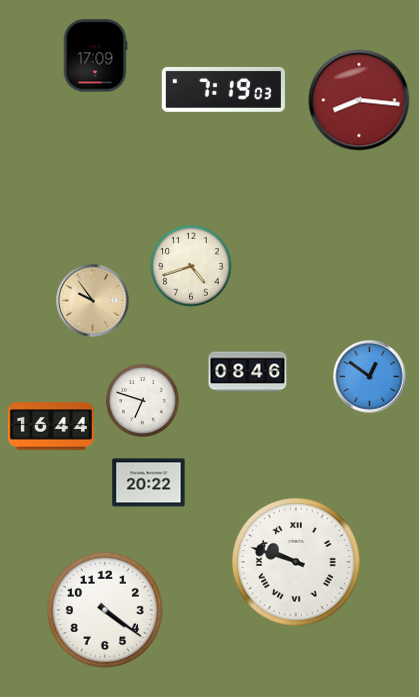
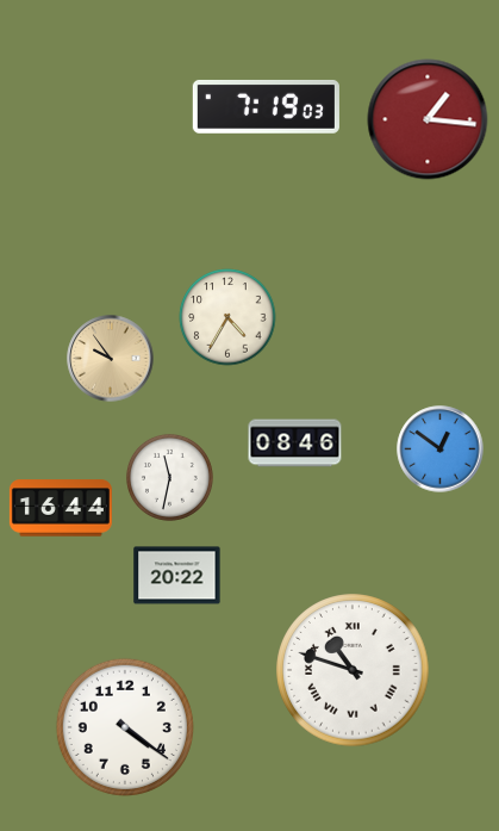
clock at (95, 56): 17:09 -> none
clock at (359, 100): 8:16 -> 1:16
clock at (191, 266): 4:42 -> 4:35
clock at (142, 400): 6:48 -> 11:32
clock at (296, 562): 9:48 -> 10:48
